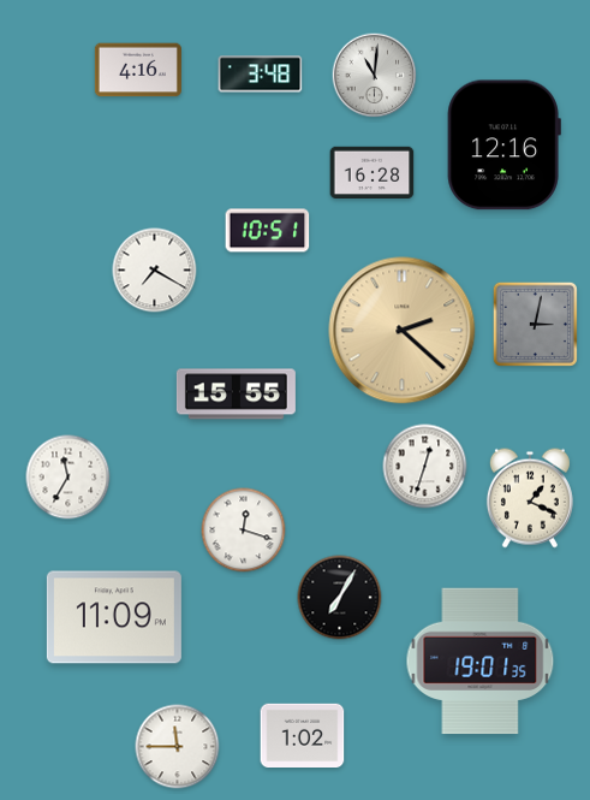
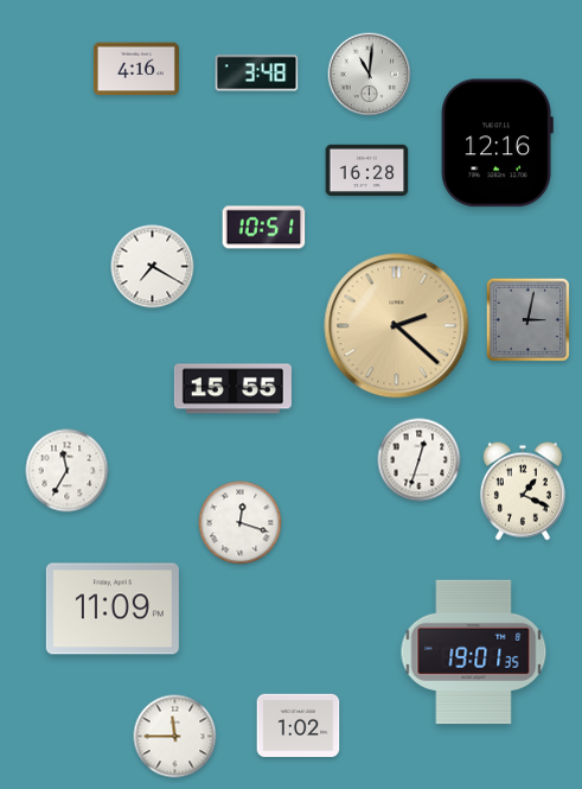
clock at (340, 598): 7:05 -> none
